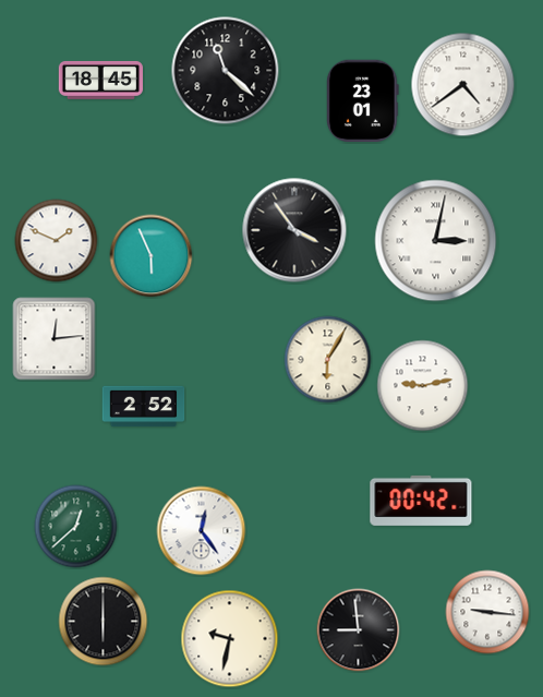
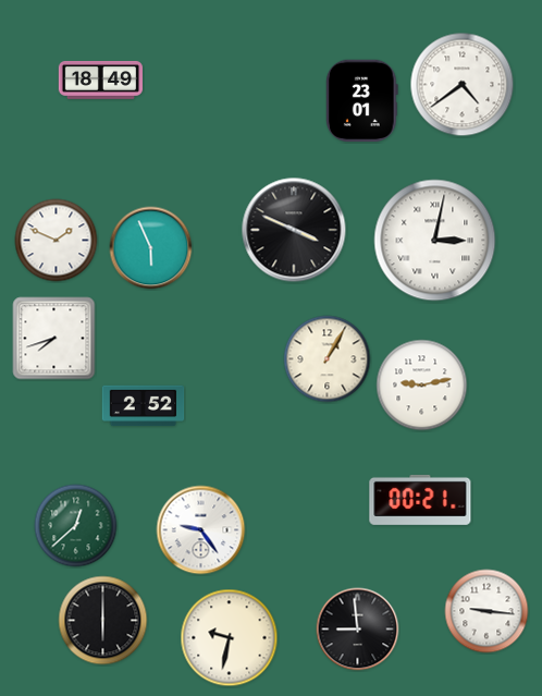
clock at (226, 71): 11:22 -> none
clock at (100, 80): 18:45 -> 18:49
clock at (294, 230): 3:54 -> 3:49
clock at (152, 256) position: (152, 256) -> (151, 248)
clock at (55, 339): 12:14 -> 7:42
clock at (328, 360): 6:05 -> 1:05
clock at (421, 501): 00:42 -> 00:21
clock at (202, 531): 12:24 -> 9:24
